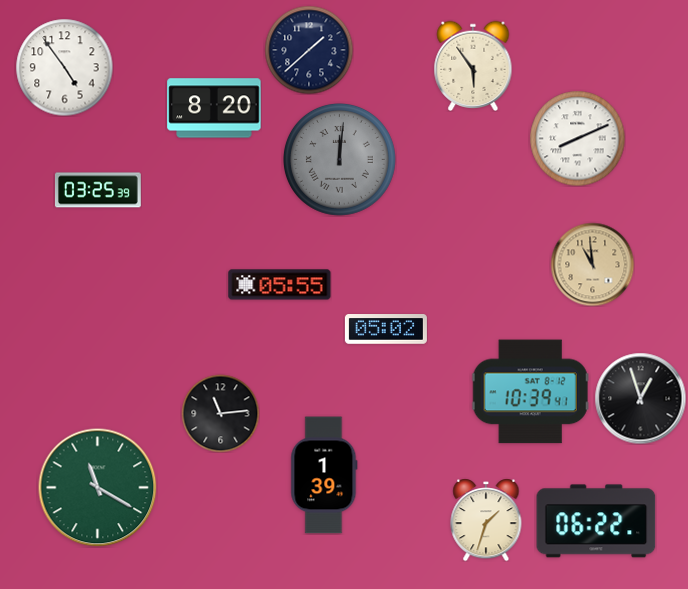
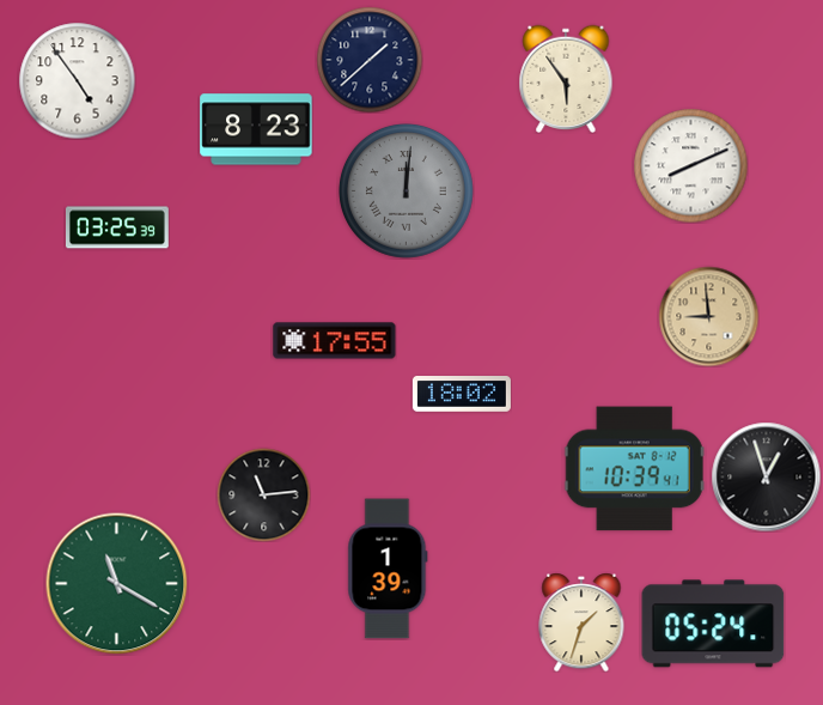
clock at (214, 108): 8:20 -> 8:23
clock at (592, 264): 10:59 -> 8:59
clock at (280, 285): 05:55 -> 17:55
clock at (386, 329): 05:02 -> 18:02
clock at (596, 521): 06:22 -> 05:24
